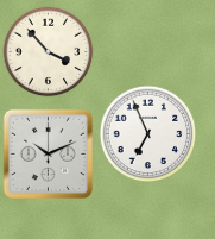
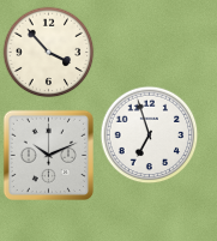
clock at (148, 134): 6:56 -> 6:57
